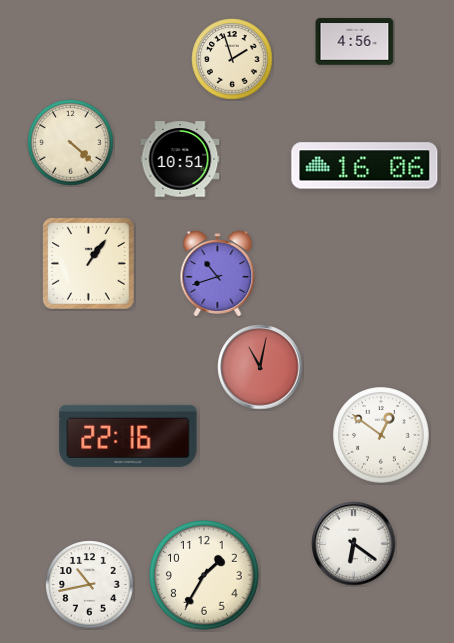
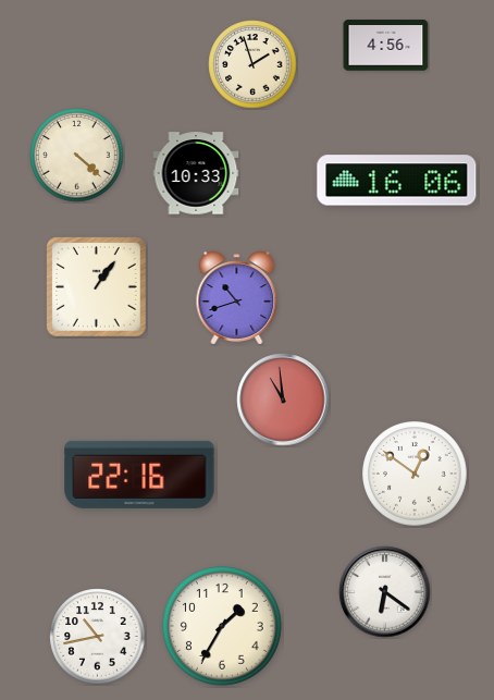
clock at (180, 159): 10:51 -> 10:33
clock at (260, 367): 11:02 -> 10:59
